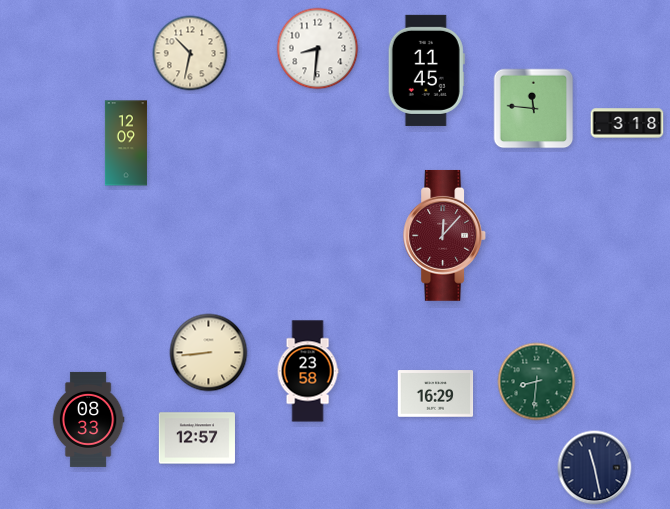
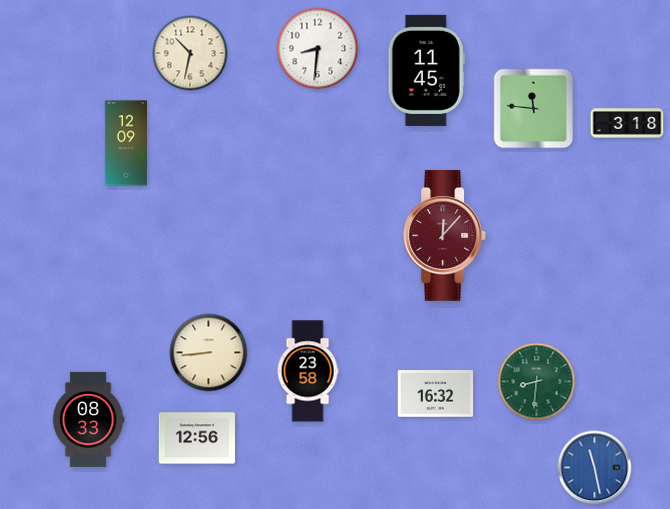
clock at (436, 394): 16:29 -> 16:32
clock at (197, 438): 12:57 -> 12:56
clock at (595, 468) dial: navy -> blue
